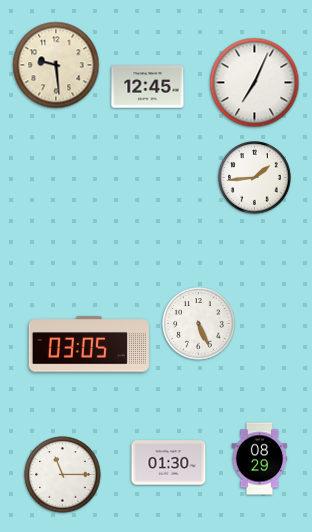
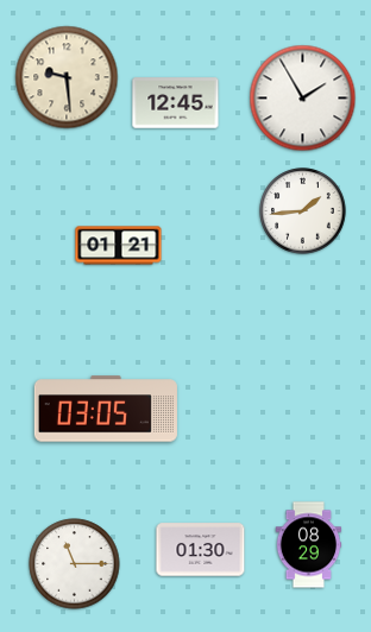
clock at (255, 83): 7:04 -> 1:55
clock at (119, 246): none -> 01:21
clock at (199, 324): 5:26 -> none
